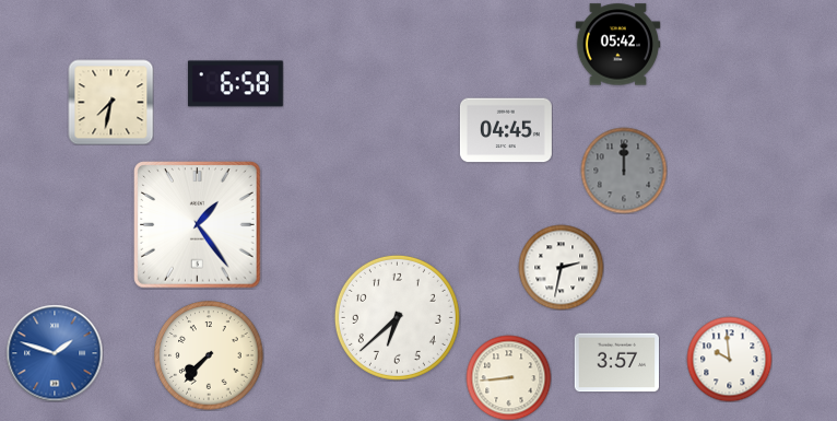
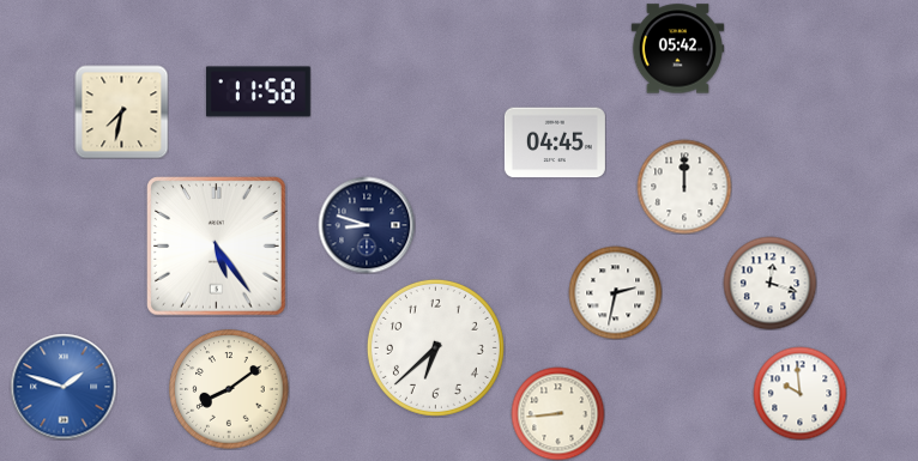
clock at (235, 84): 6:58 -> 11:58
clock at (624, 171) dial: grey -> white
clock at (367, 225): none -> 8:48
clock at (198, 225): 1:24 -> 5:24
clock at (769, 283): none -> 12:18
clock at (55, 353) position: (55, 353) -> (64, 387)
clock at (209, 355): 7:37 -> 8:09
clock at (616, 363): 3:57 -> none
